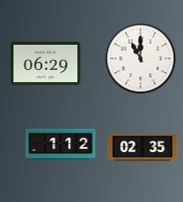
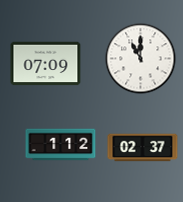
clock at (46, 64): 06:29 -> 07:09
clock at (143, 148): 02:35 -> 02:37
